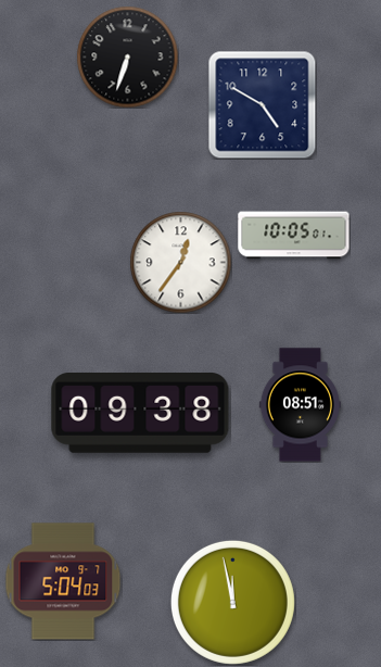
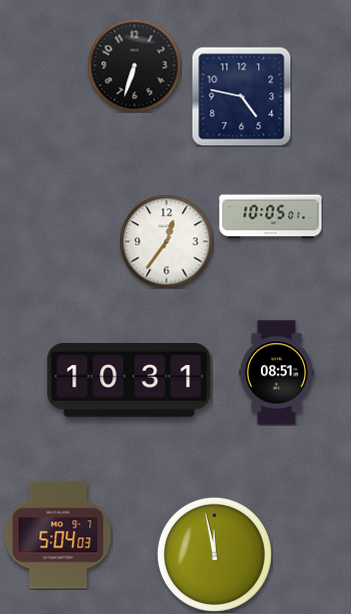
clock at (127, 56) position: (127, 56) -> (134, 65)
clock at (262, 104): 4:50 -> 4:47
clock at (140, 414): 09:38 -> 10:31
